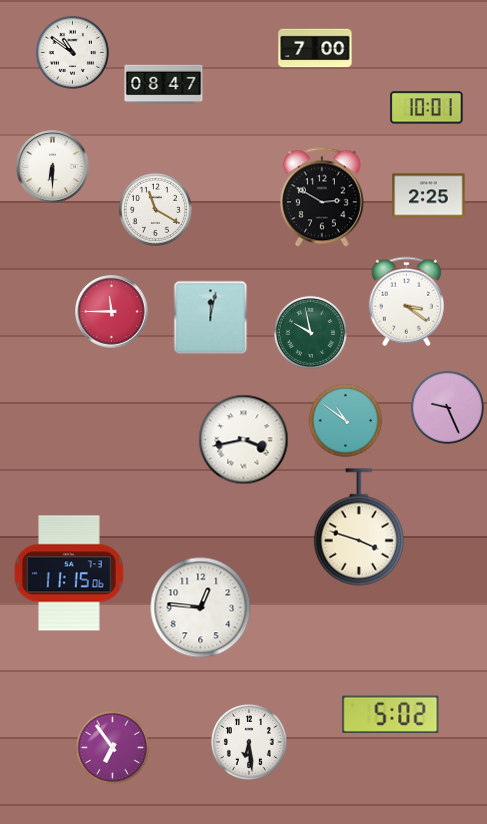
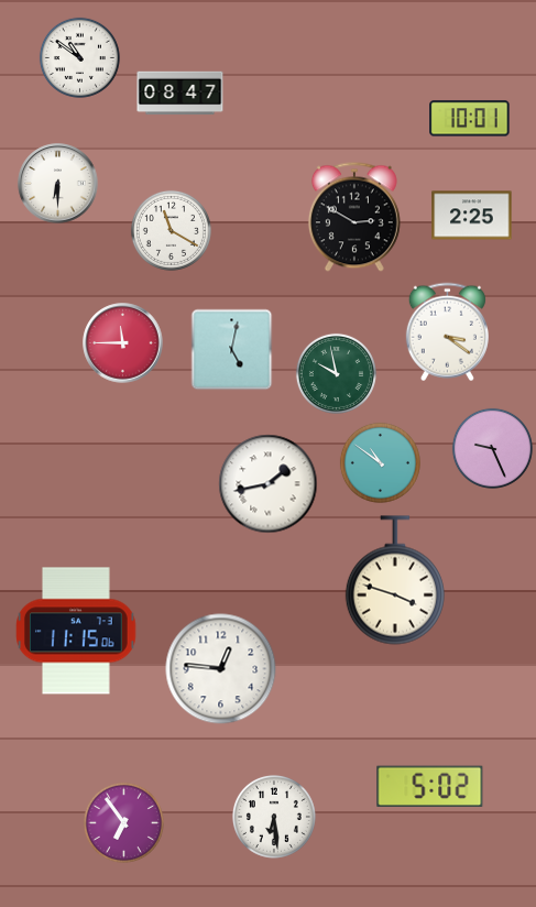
clock at (315, 48): 7:00 -> none
clock at (211, 318): 12:02 -> 5:02
clock at (310, 332) position: (310, 332) -> (336, 373)
clock at (244, 440): 3:43 -> 1:43
